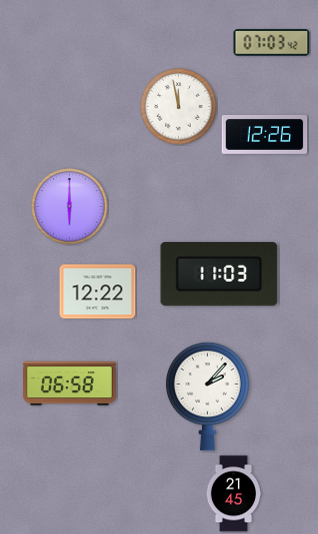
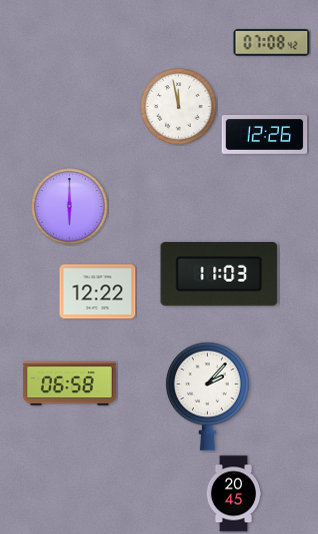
clock at (272, 43): 07:03 -> 07:08
clock at (233, 494): 21:45 -> 20:45
